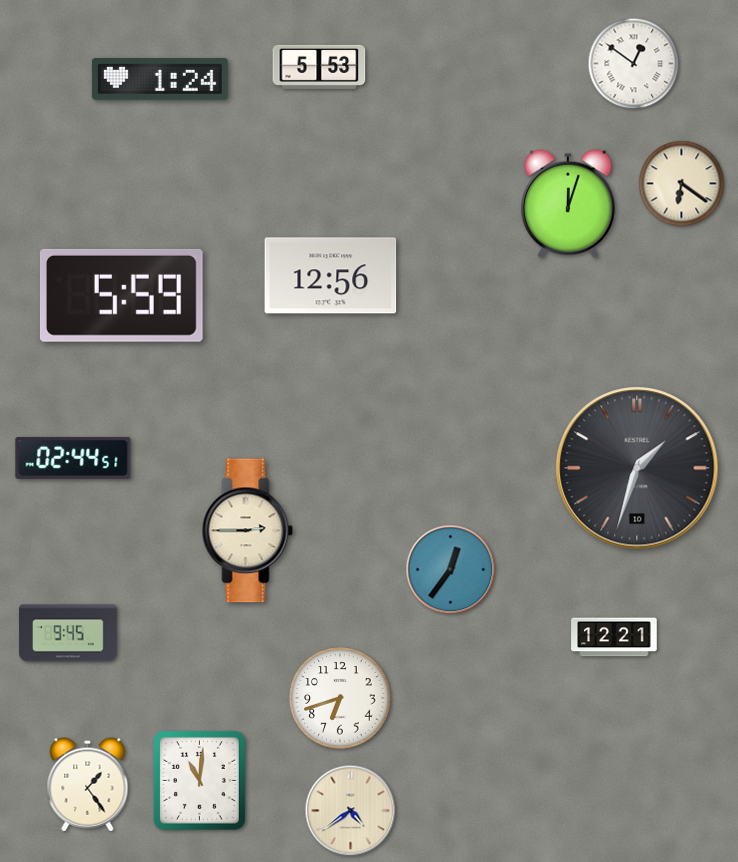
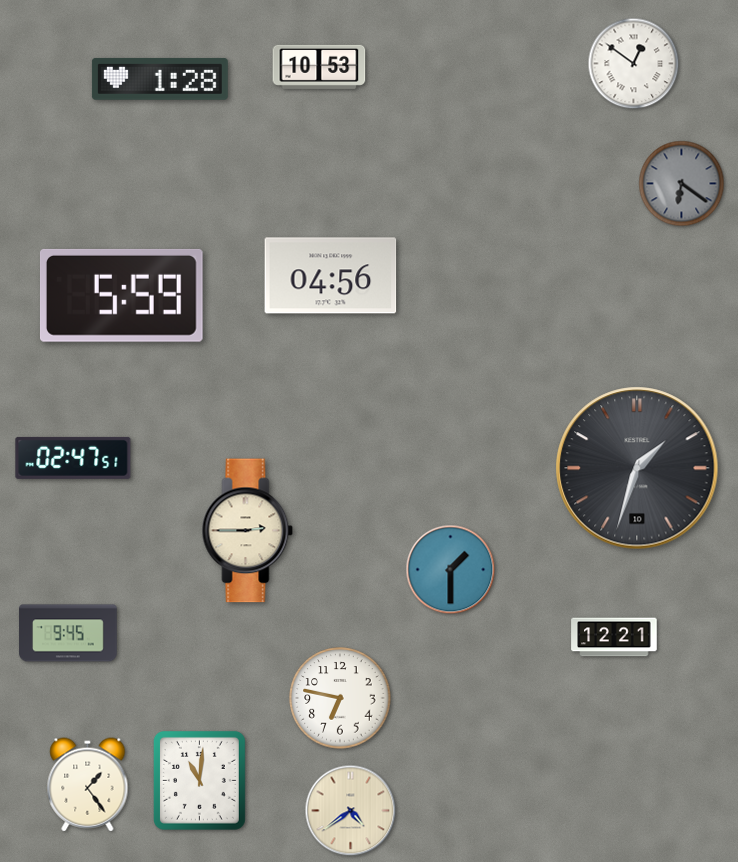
clock at (319, 67): 5:53 -> 10:53
clock at (160, 79): 1:24 -> 1:28
clock at (682, 184) dial: cream -> grey
clock at (569, 204): 12:03 -> none
clock at (331, 276): 12:56 -> 04:56
clock at (73, 458): 02:44 -> 02:47
clock at (451, 570): 12:36 -> 1:30
clock at (340, 698): 6:42 -> 6:47
